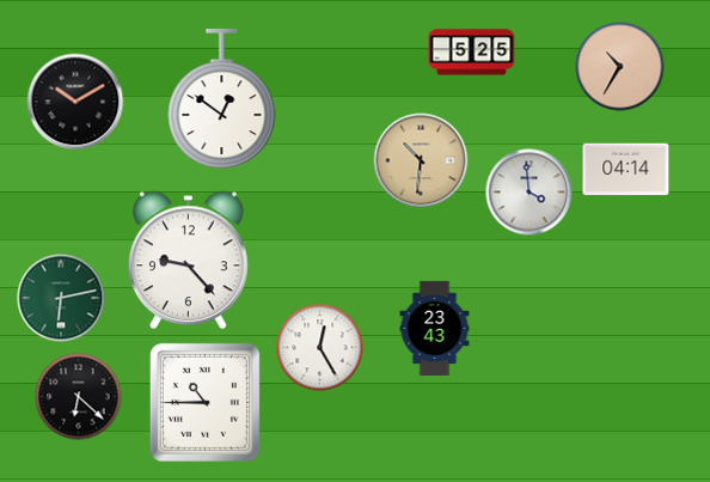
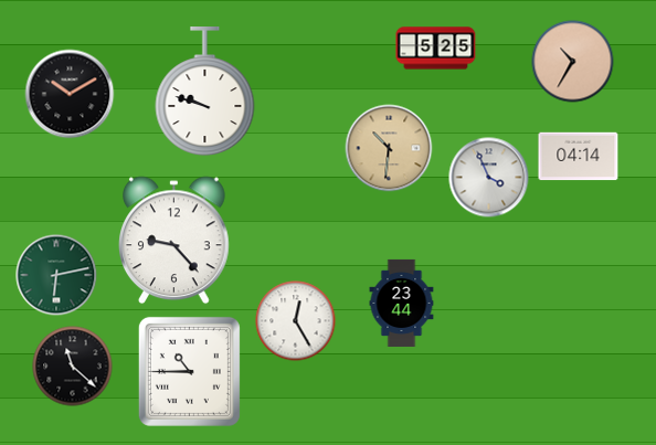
clock at (222, 100): 12:51 -> 9:48
clock at (530, 193): 3:59 -> 3:56
clock at (435, 328): 23:43 -> 23:44
clock at (79, 397): 6:22 -> 11:22
